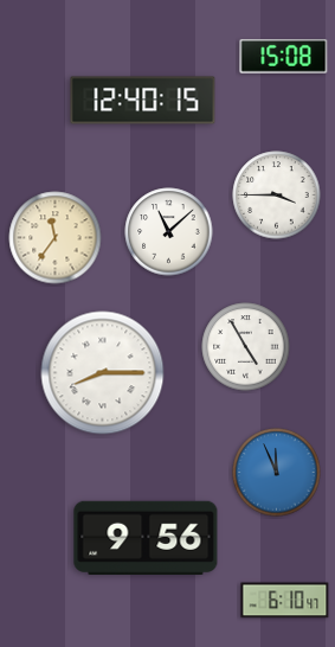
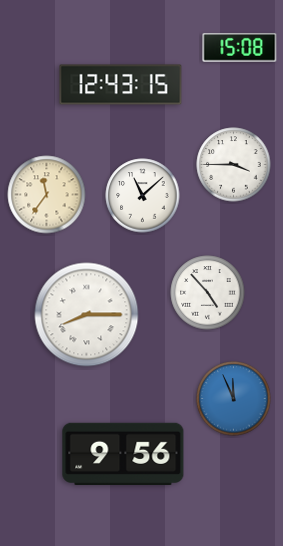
clock at (143, 101): 12:40 -> 12:43
clock at (56, 238) position: (56, 238) -> (47, 195)
clock at (246, 347): 4:55 -> 4:53
clock at (285, 601): 6:10 -> none
